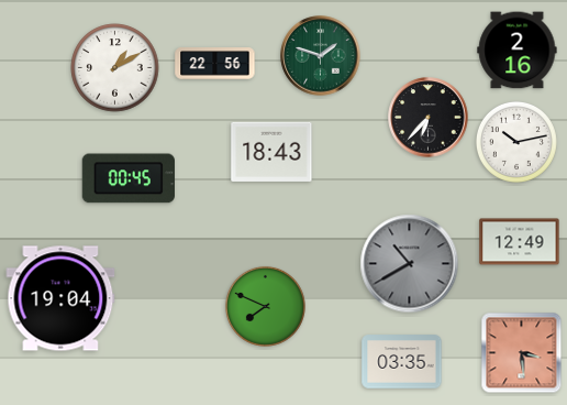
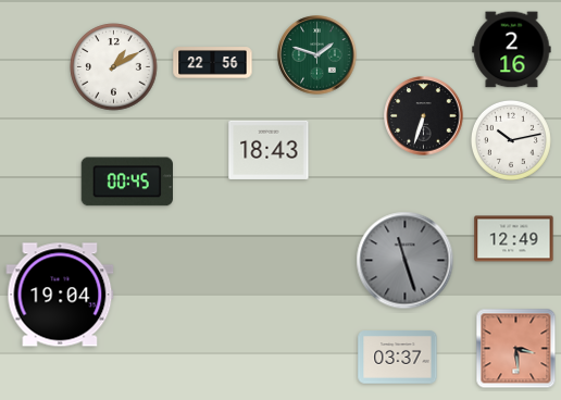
clock at (429, 118): 6:37 -> 6:33
clock at (129, 178) position: (129, 178) -> (127, 182)
clock at (410, 264): 10:40 -> 11:27
clock at (265, 306): 7:49 -> none
clock at (402, 362): 03:35 -> 03:37
